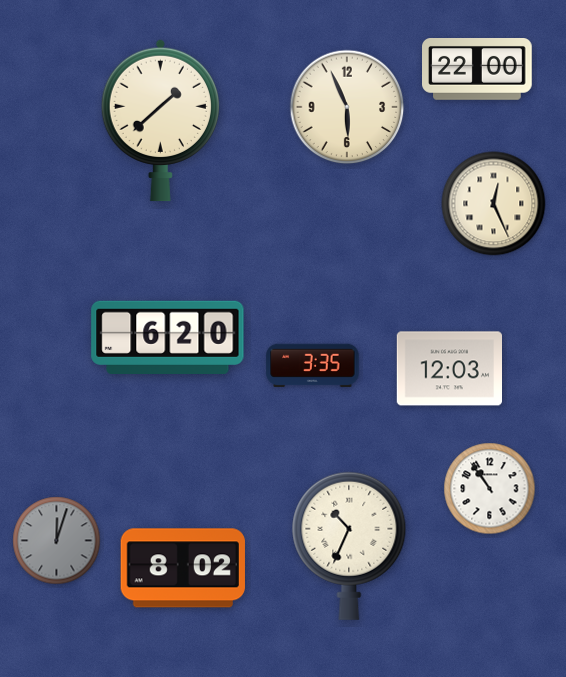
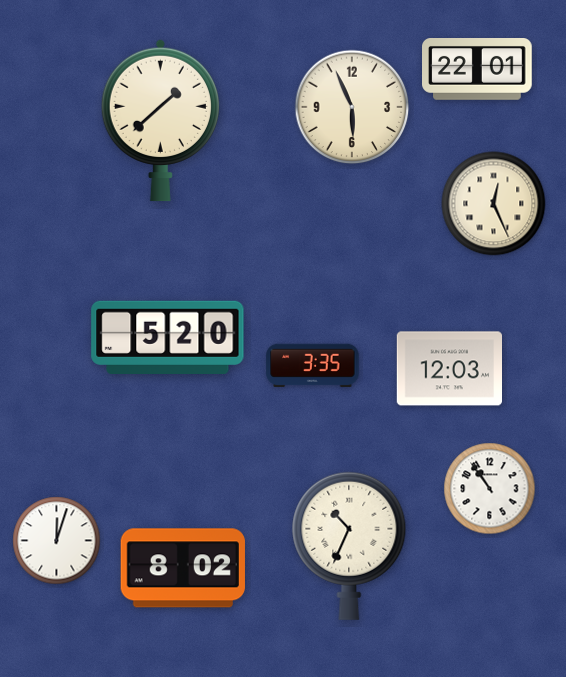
clock at (478, 70): 22:00 -> 22:01
clock at (347, 107) position: (347, 107) -> (352, 107)
clock at (168, 337): 6:20 -> 5:20
clock at (57, 541) dial: grey -> white
